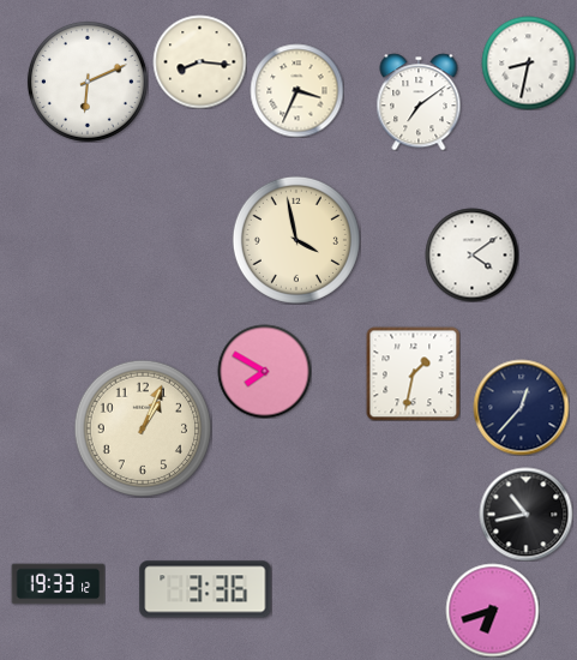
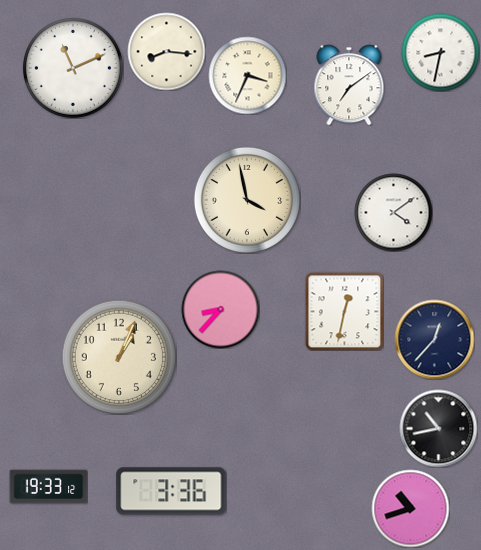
clock at (88, 82): 6:11 -> 11:11
clock at (264, 371): 7:50 -> 8:37
clock at (413, 373): 1:32 -> 12:32
clock at (492, 610): 6:42 -> 10:42
